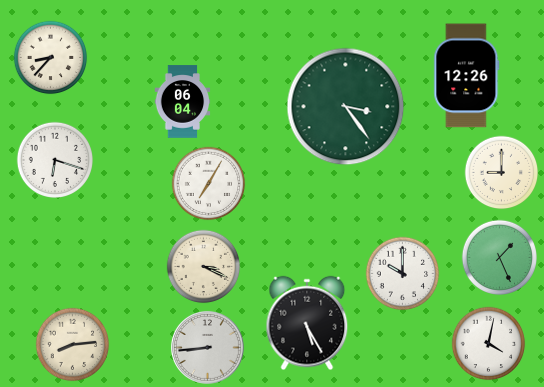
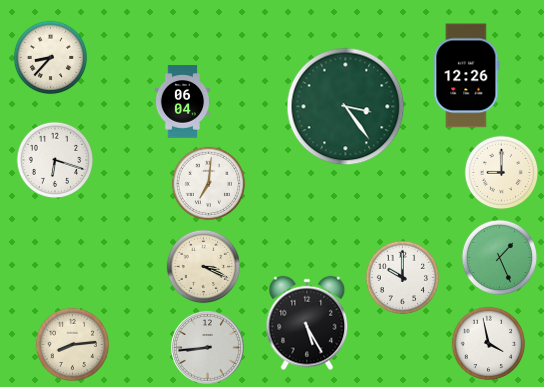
clock at (209, 184): 7:05 -> 7:01
clock at (403, 274) position: (403, 274) -> (403, 278)
clock at (489, 344): 4:02 -> 3:58
